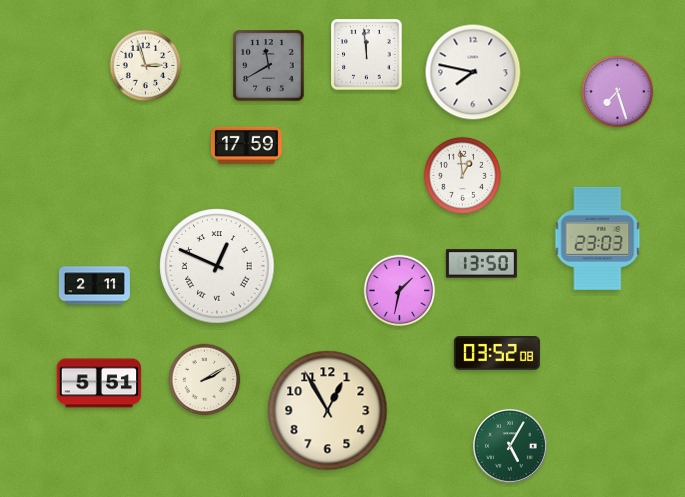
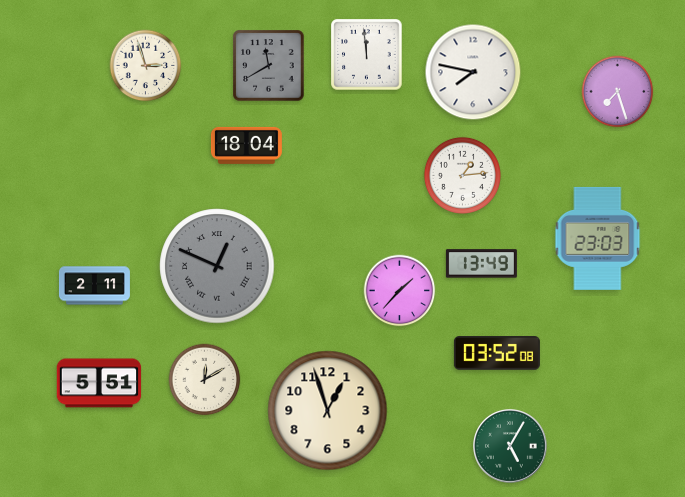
clock at (246, 145): 17:59 -> 18:04
clock at (462, 175): 12:59 -> 1:14
clock at (481, 264): 13:50 -> 13:49
clock at (217, 266) dial: white -> grey
clock at (400, 291): 1:32 -> 1:37
clock at (205, 380): 2:10 -> 12:10
clock at (328, 411): 12:55 -> 12:57
